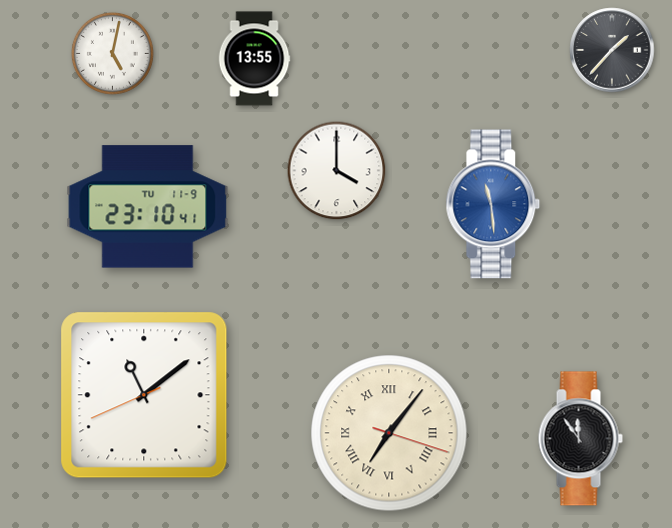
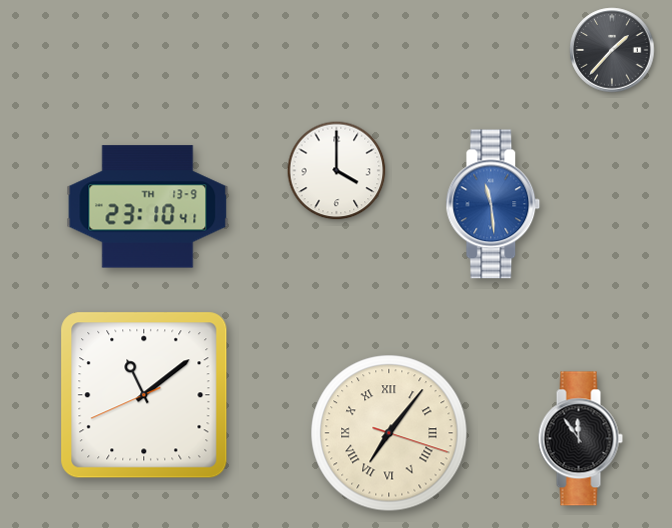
clock at (112, 53): 5:02 -> none
clock at (254, 59): 13:55 -> none
clock at (148, 207) date: TU 11-9 -> TH 13-9
